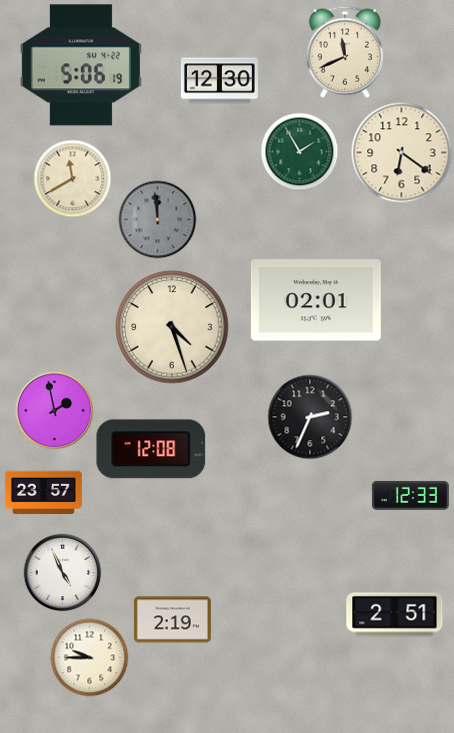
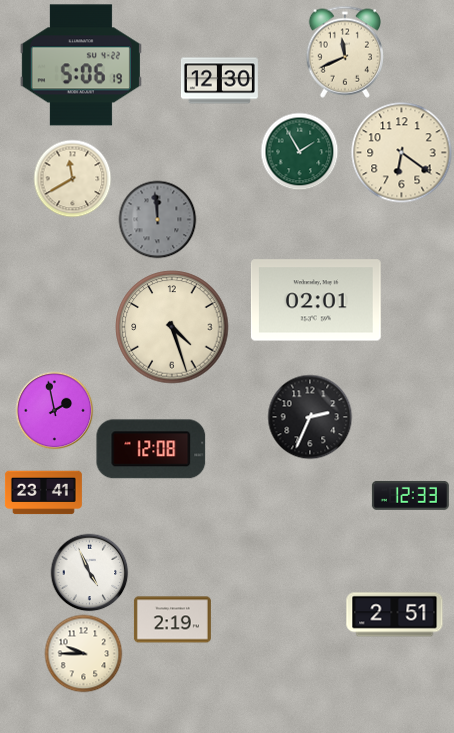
clock at (43, 493): 23:57 -> 23:41
clock at (62, 572) position: (62, 572) -> (89, 572)
clock at (89, 657) position: (89, 657) -> (83, 653)
